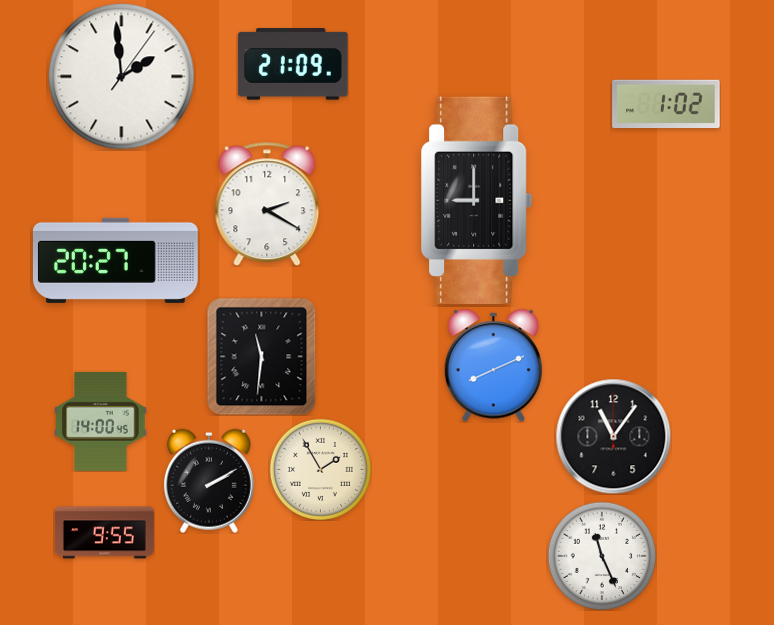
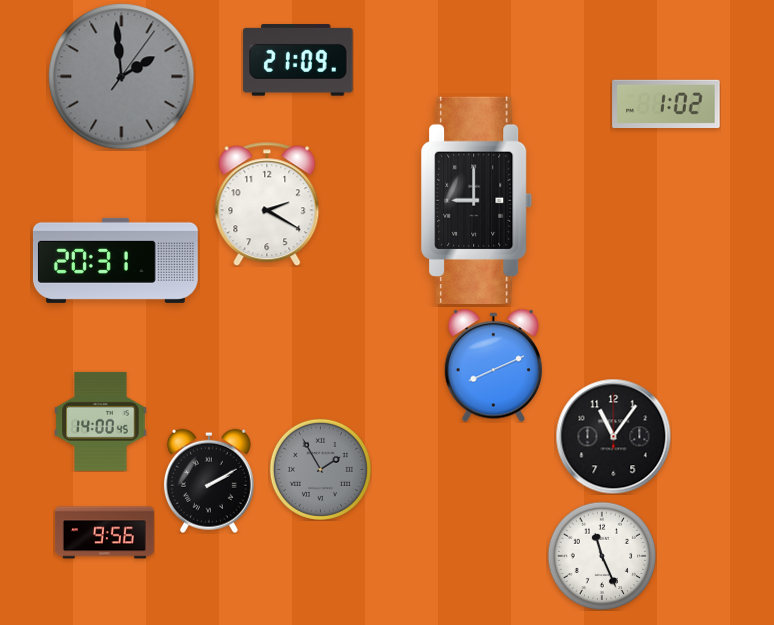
clock at (293, 64) position: (293, 64) -> (298, 60)
clock at (122, 77) dial: white -> grey
clock at (115, 260): 20:27 -> 20:31
clock at (262, 356): 11:31 -> none
clock at (320, 469) dial: cream -> grey
clock at (104, 533): 9:55 -> 9:56
